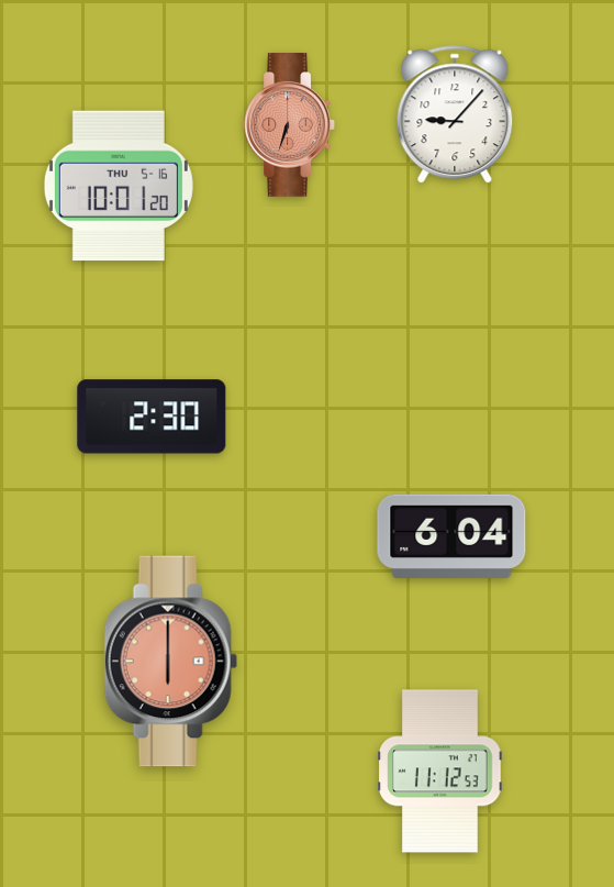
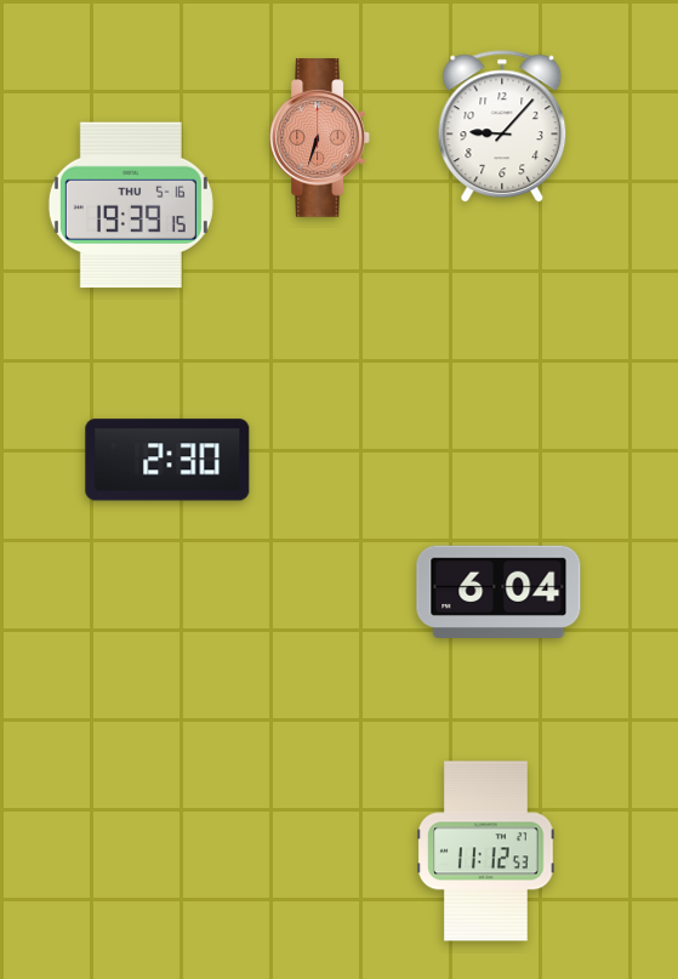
clock at (119, 186): 10:01 -> 19:39
clock at (170, 662): 6:00 -> none
